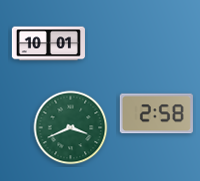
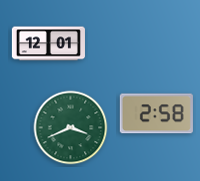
clock at (48, 44): 10:01 -> 12:01
